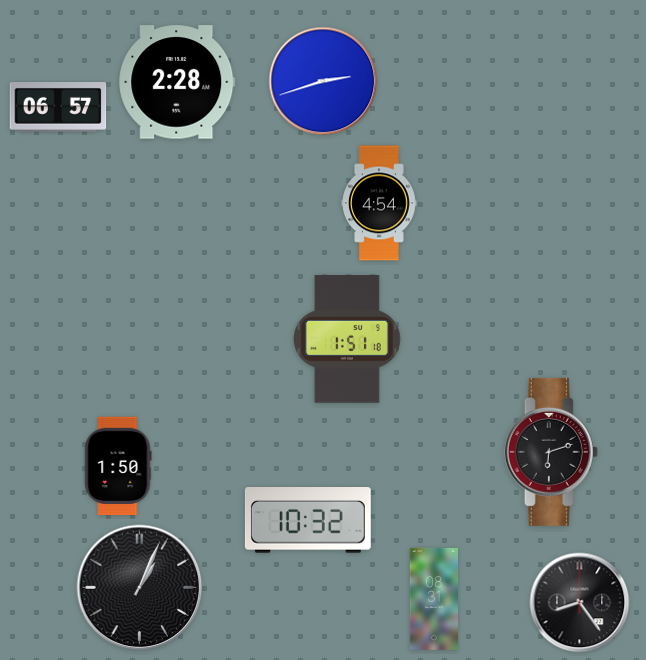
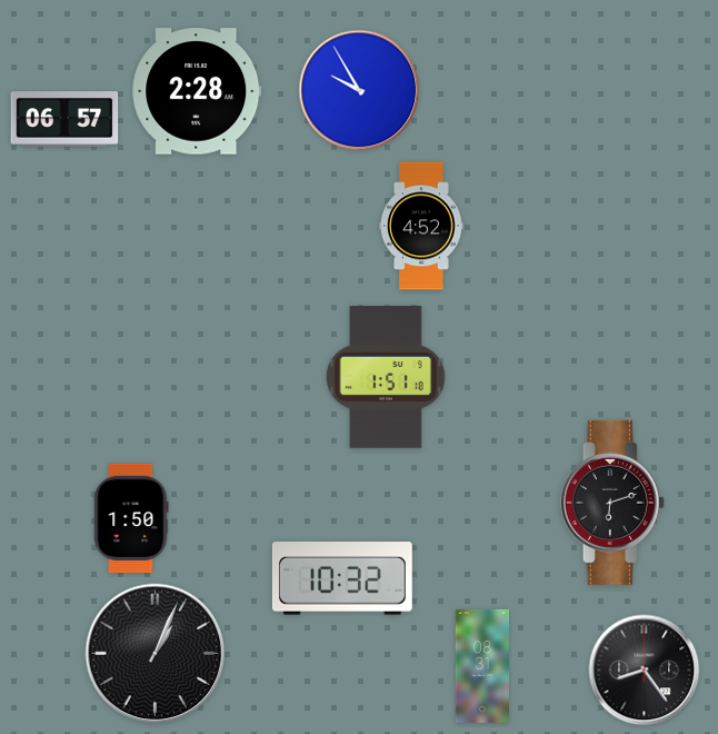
clock at (323, 81): 2:42 -> 9:55
clock at (379, 203): 4:54 -> 4:52
